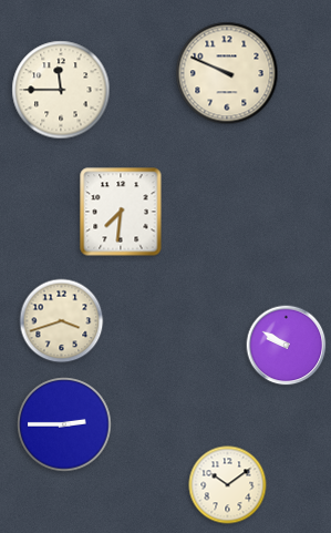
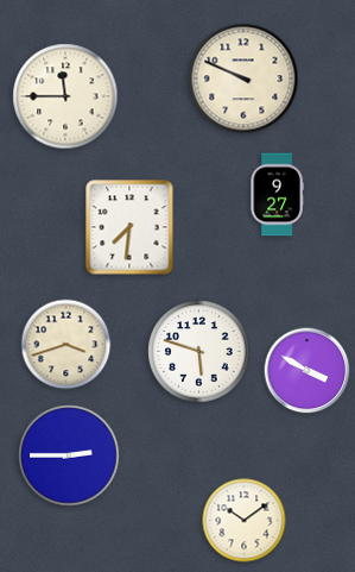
clock at (277, 195): none -> 9:27
clock at (199, 352): none -> 5:48
clock at (287, 346): 9:50 -> 3:50
